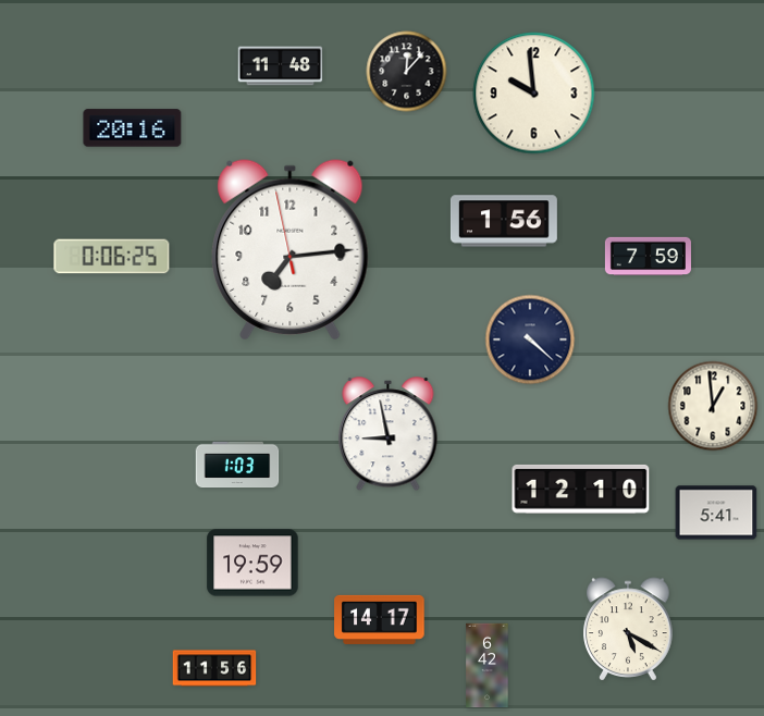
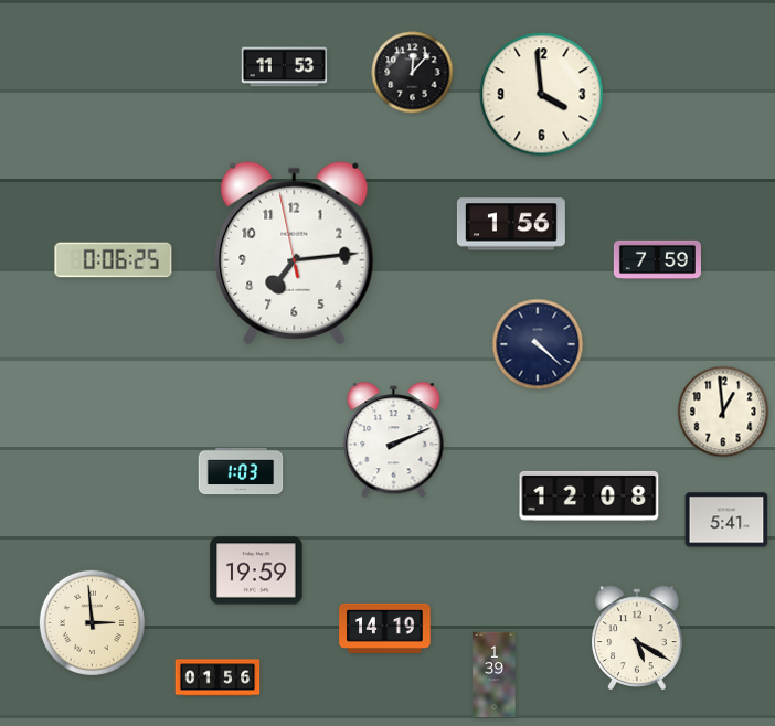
clock at (281, 66): 11:48 -> 11:53
clock at (534, 94): 9:59 -> 3:59
clock at (133, 128): 20:16 -> none
clock at (389, 434): 8:58 -> 2:11
clock at (581, 489): 12:10 -> 12:08
clock at (92, 622): none -> 2:59
clock at (380, 619): 14:17 -> 14:19
clock at (488, 666): 6:42 -> 1:39
clock at (214, 668): 11:56 -> 01:56
